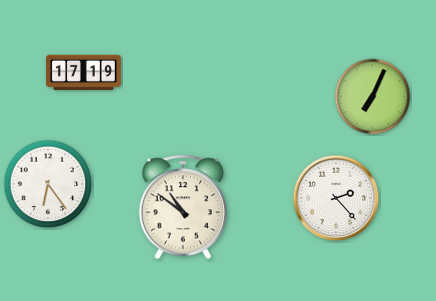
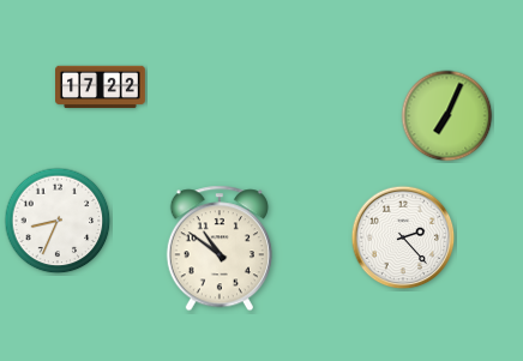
clock at (84, 73): 17:19 -> 17:22
clock at (48, 184): 6:24 -> 8:34
